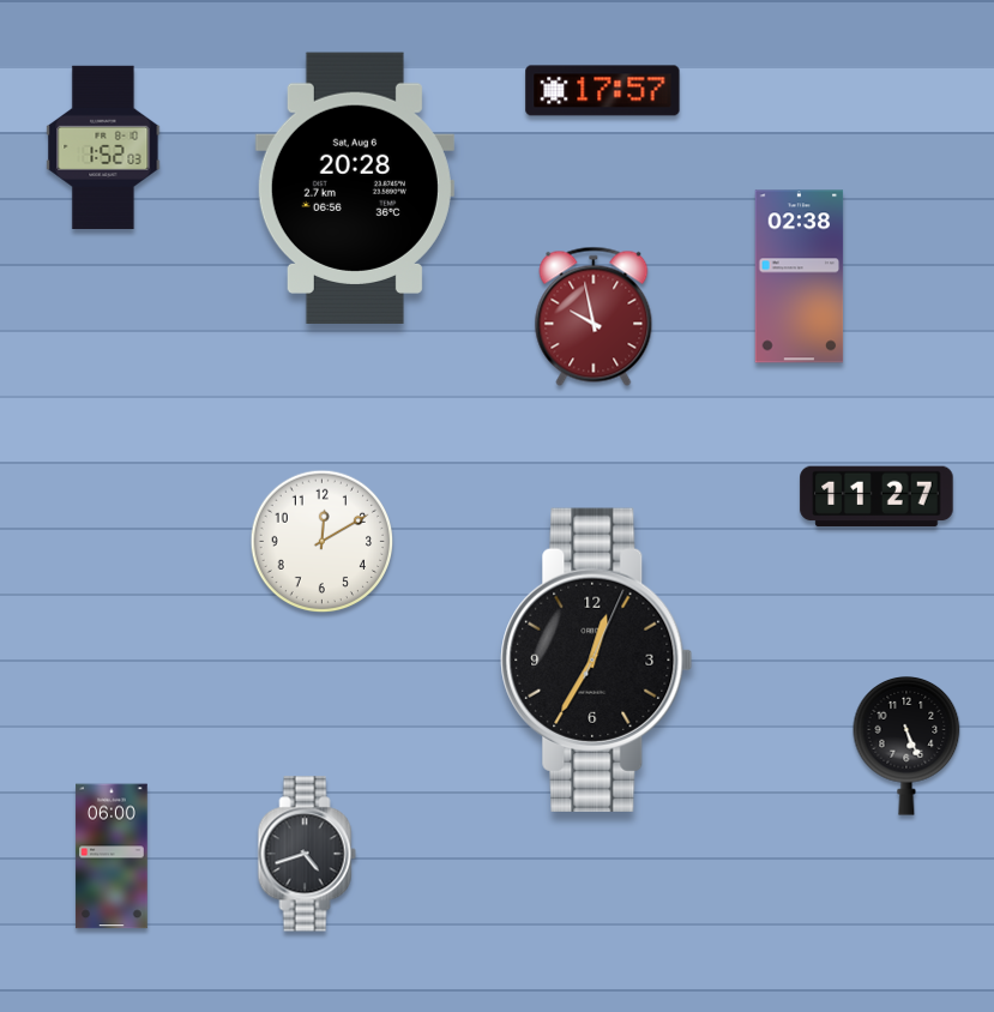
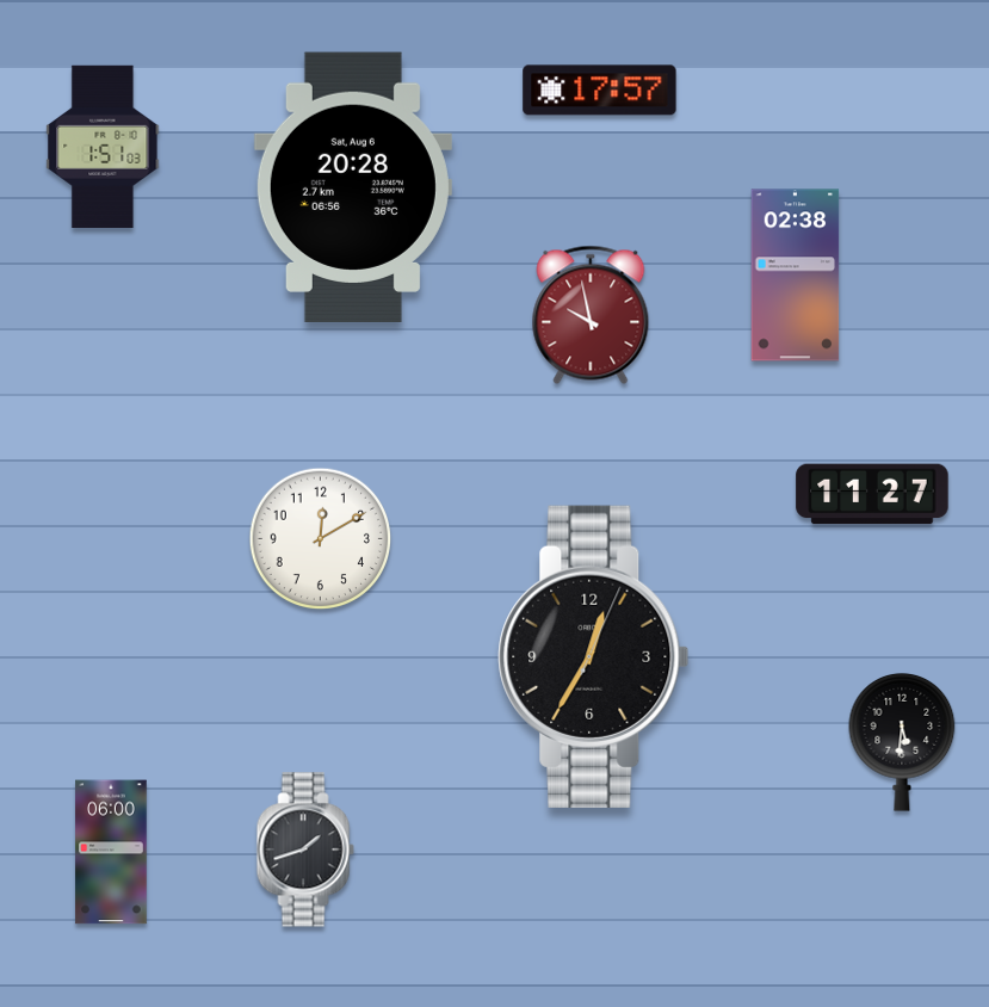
clock at (103, 147): 1:52 -> 1:51
clock at (906, 747): 5:26 -> 5:31
clock at (307, 854): 4:42 -> 1:42
